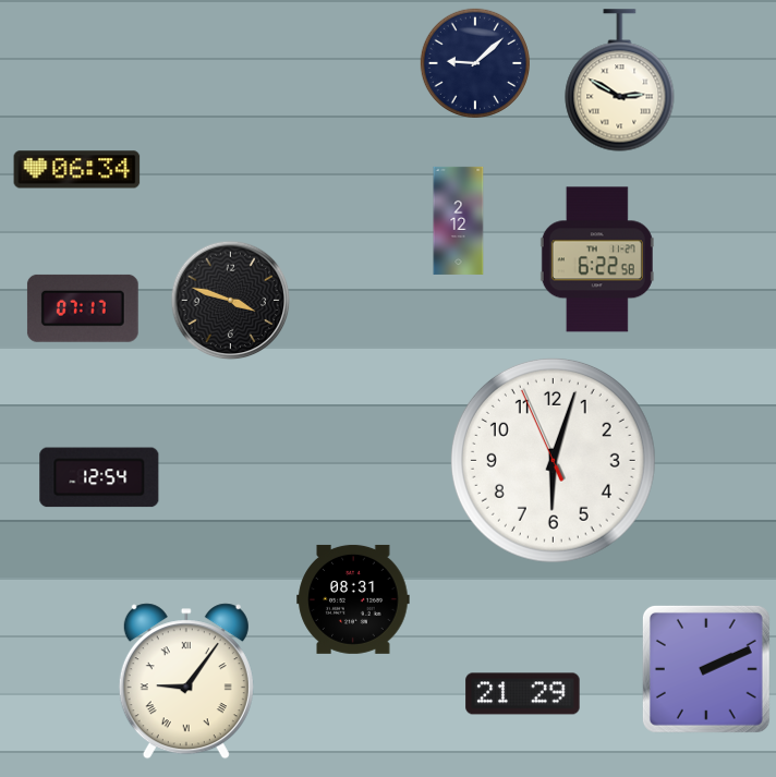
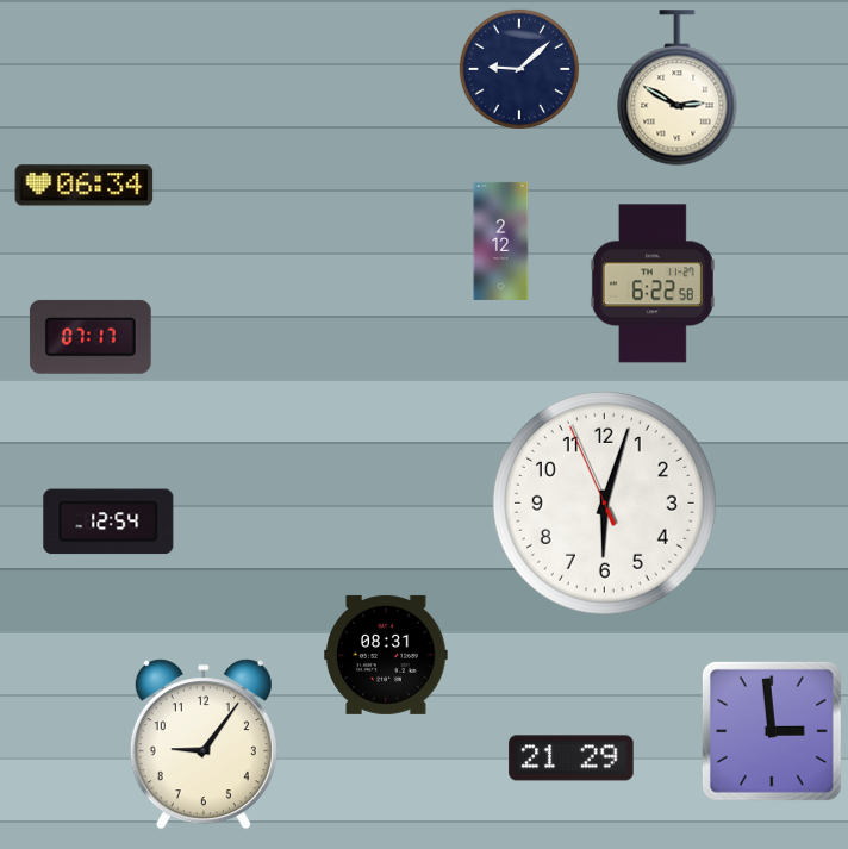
clock at (231, 301): 3:48 -> none
clock at (706, 669): 2:11 -> 2:59
clock at (186, 681) numerals: Roman -> Arabic
